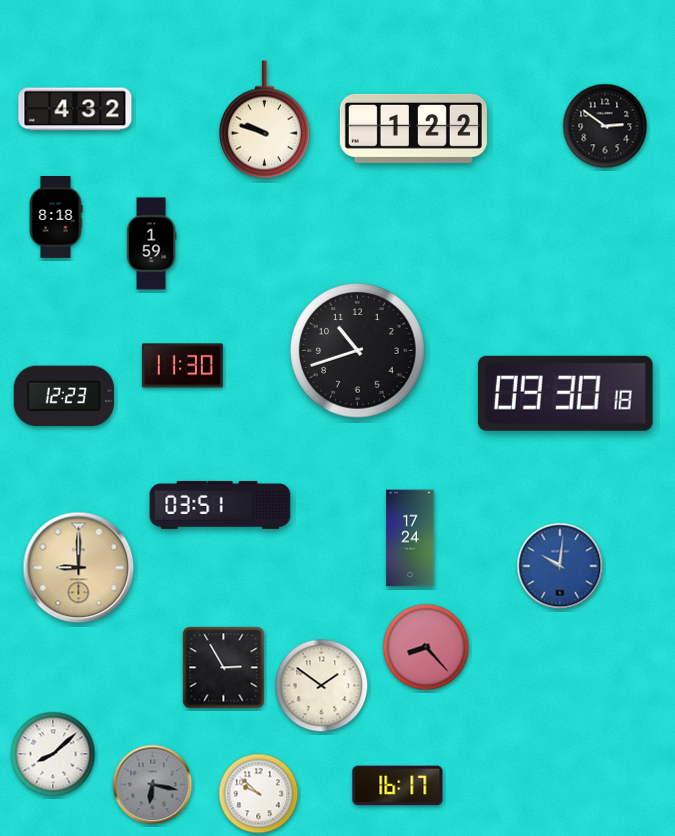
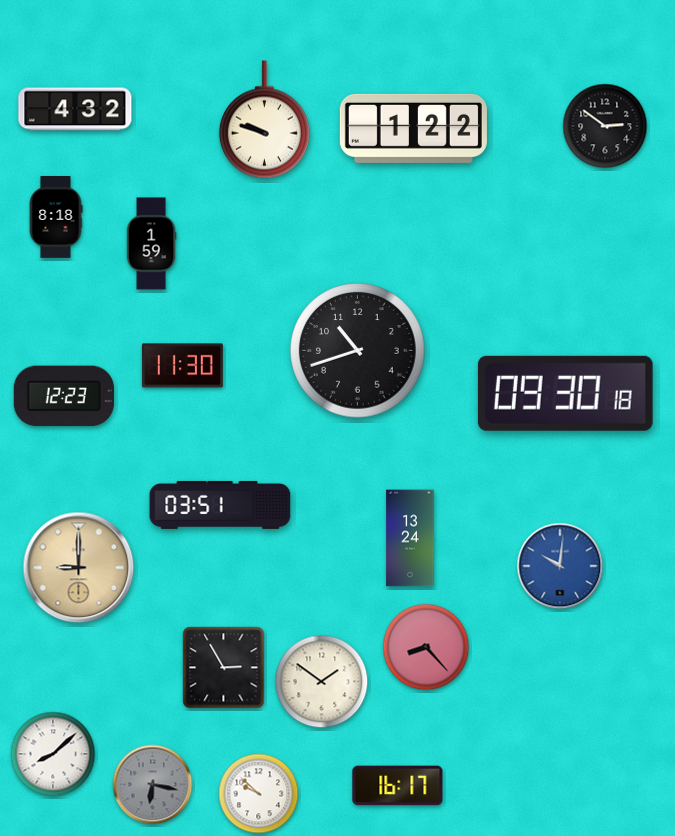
clock at (410, 538): 17:24 -> 13:24
clock at (322, 686) position: (322, 686) -> (322, 682)
